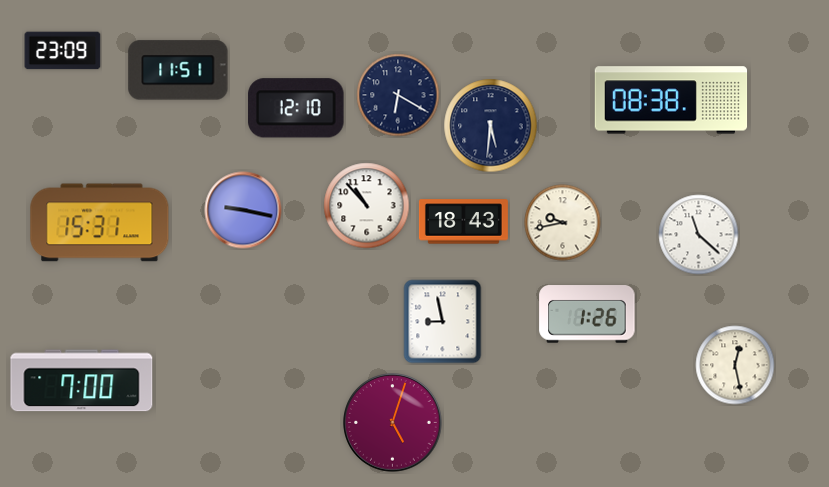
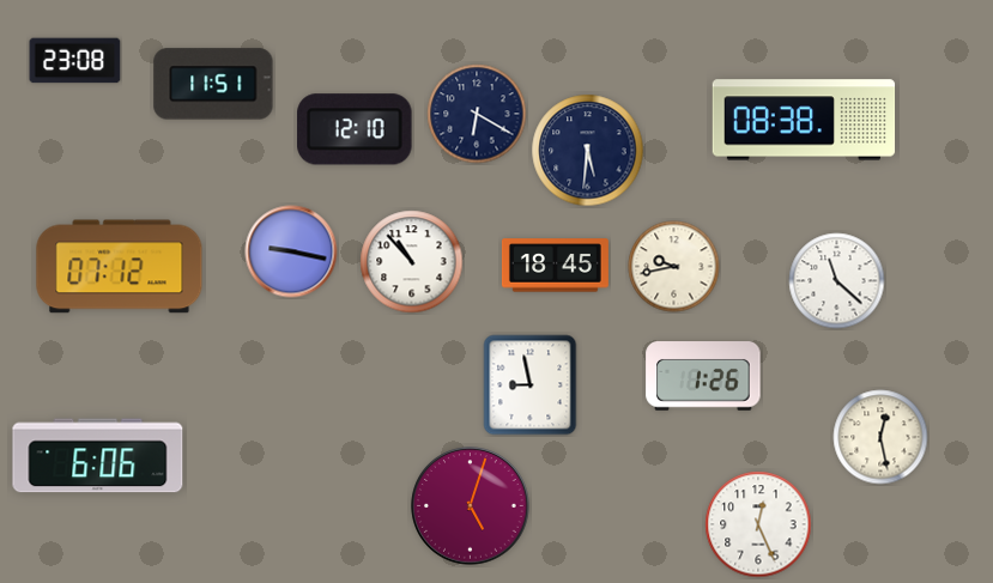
clock at (63, 51): 23:09 -> 23:08
clock at (367, 206) position: (367, 206) -> (412, 262)
clock at (463, 222): 18:43 -> 18:45
clock at (100, 223): 15:31 -> 07:12
clock at (82, 381): 7:00 -> 6:06
clock at (758, 524): none -> 12:26
